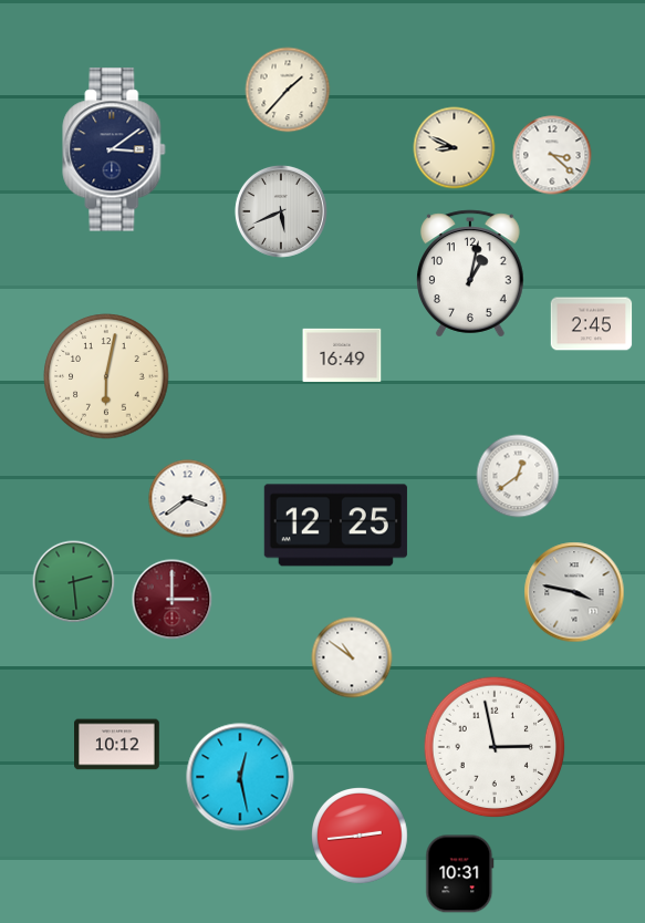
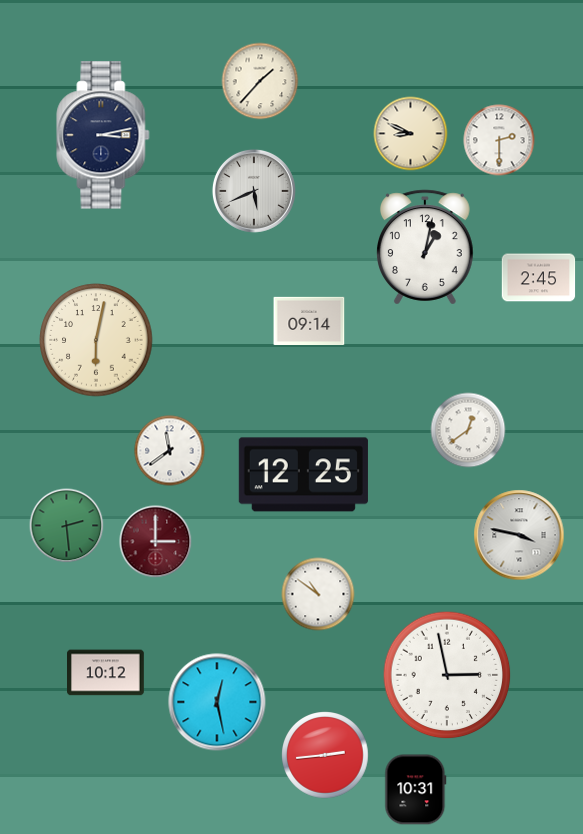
clock at (114, 149): 3:09 -> 3:13
clock at (552, 155): 3:22 -> 2:30
clock at (592, 324) position: (592, 324) -> (539, 278)
clock at (342, 354): 16:49 -> 09:14
clock at (188, 499): 3:39 -> 11:39
